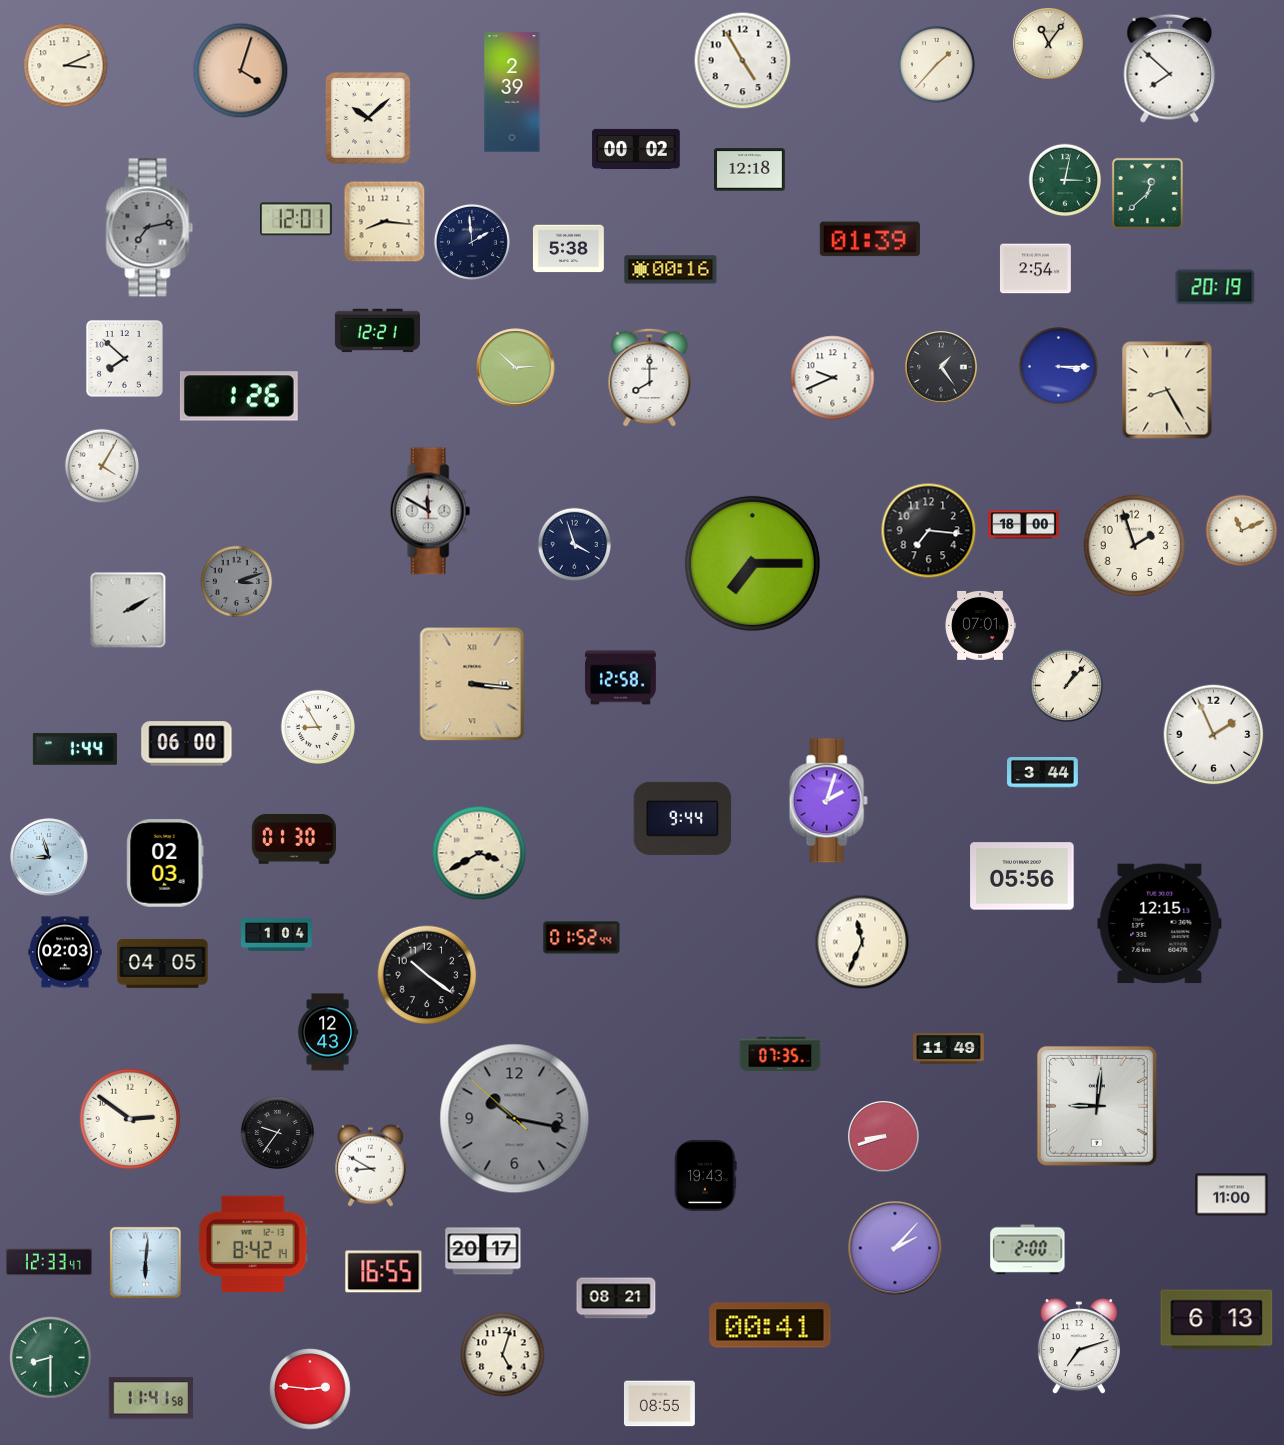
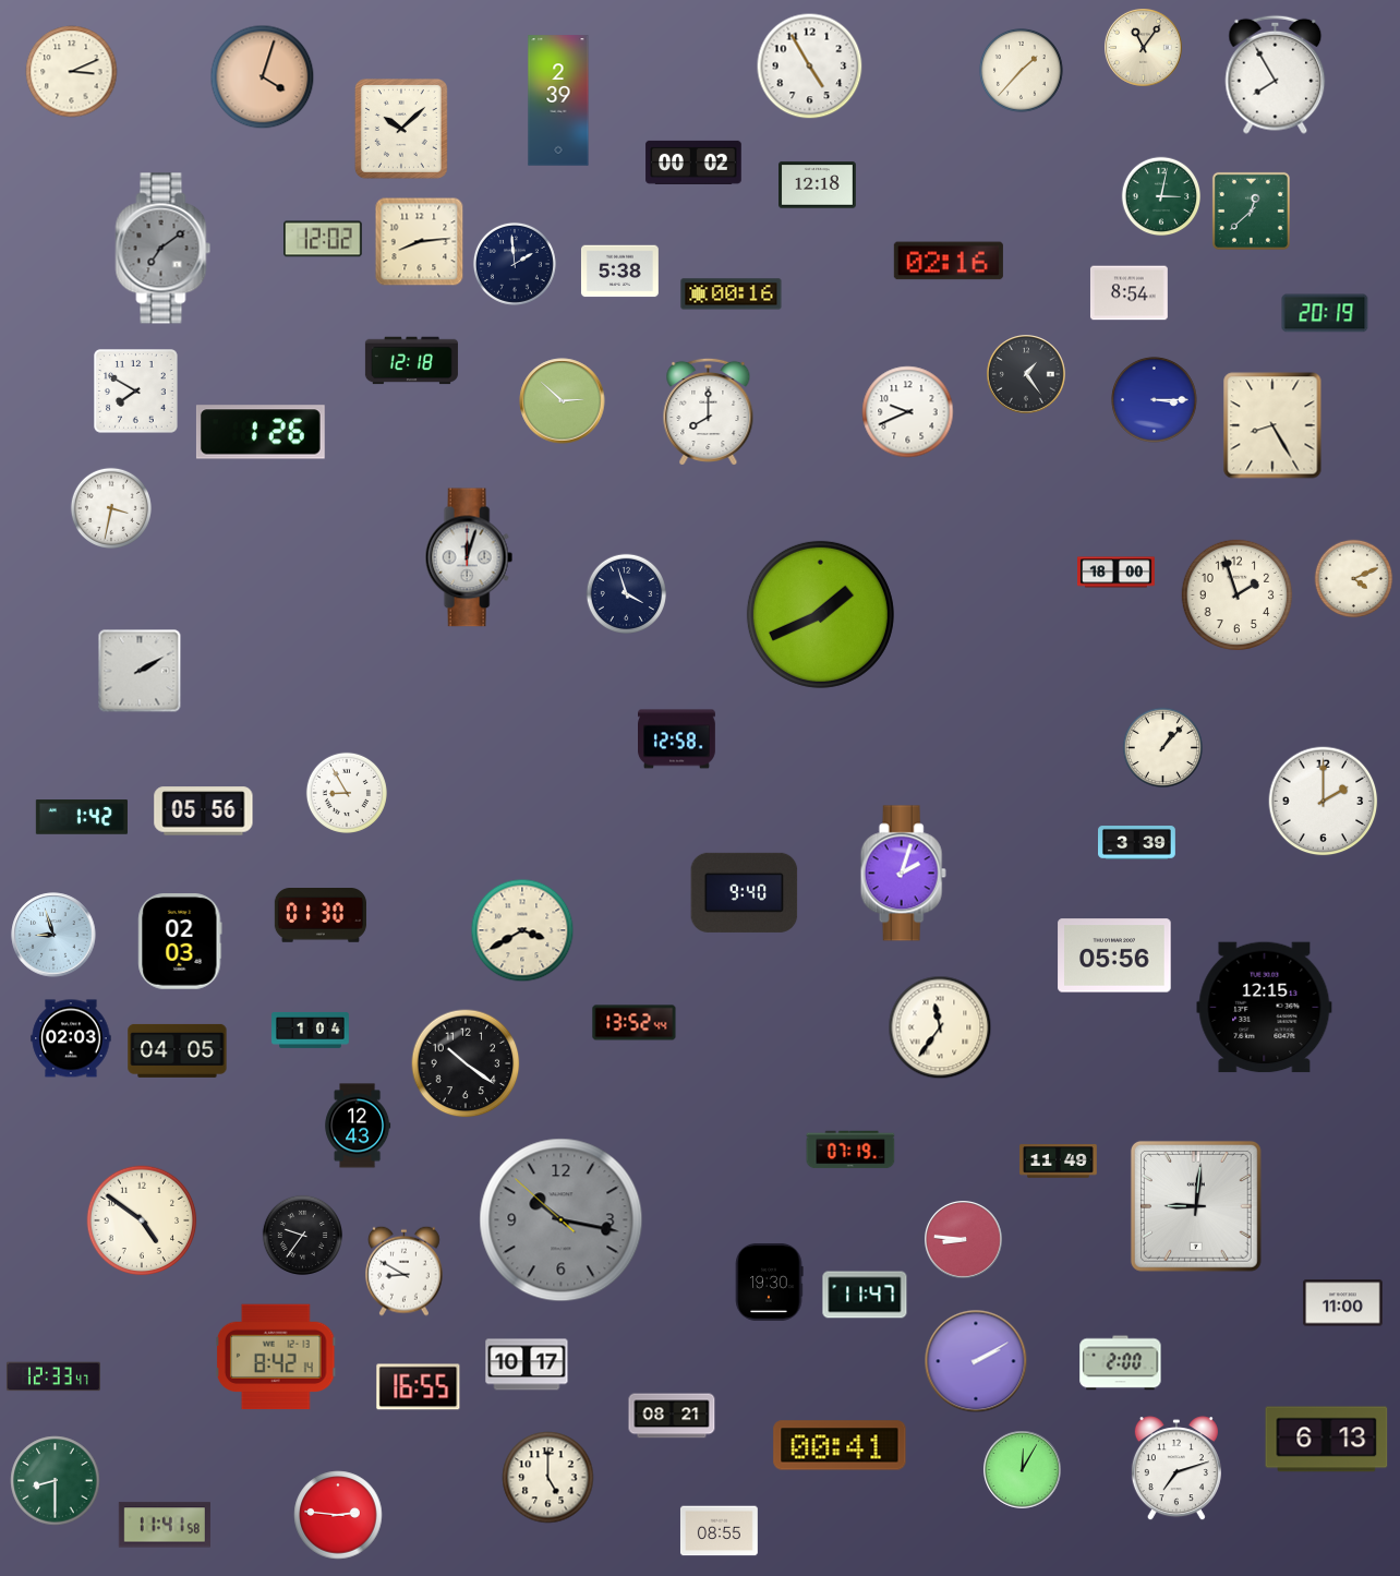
clock at (1170, 68): 7:52 -> 7:55
clock at (297, 219): 12:01 -> 12:02
clock at (385, 222): 8:16 -> 8:14
clock at (150, 228): 7:13 -> 7:09
clock at (870, 239): 01:39 -> 02:16
clock at (1036, 269): 2:54 -> 8:54
clock at (377, 331): 12:21 -> 12:18
clock at (125, 359): 7:52 -> 7:50
clock at (942, 368) position: (942, 368) -> (1027, 375)
clock at (102, 466): 4:05 -> 3:32
clock at (430, 511): 11:50 -> 12:03
clock at (929, 531): 7:16 -> none
clock at (1242, 531): 11:11 -> 4:11
clock at (752, 563): 7:15 -> 1:41
clock at (237, 582): 3:12 -> none
clock at (128, 610) position: (128, 610) -> (140, 671)
clock at (980, 625): 07:01 -> none
clock at (472, 684): 3:16 -> none
clock at (1214, 735): 1:56 -> 2:00
clock at (187, 744): 06:00 -> 05:56
clock at (74, 749): 1:44 -> 1:42
clock at (1043, 773): 3:44 -> 3:39
clock at (683, 818): 9:44 -> 9:40
clock at (277, 934) position: (277, 934) -> (311, 1030)
clock at (582, 938): 01:52 -> 13:52
clock at (862, 942): 11:34 -> 11:36
clock at (949, 1049) position: (949, 1049) -> (1059, 1162)
clock at (780, 1054): 07:35 -> 07:19
clock at (130, 1119): 2:51 -> 4:51
clock at (884, 1137): 8:42 -> 8:46
clock at (706, 1175): 19:43 -> 19:30
clock at (865, 1295): none -> 11:47
clock at (895, 1248): 2:07 -> 2:10
clock at (483, 1251): 20:17 -> 10:17
clock at (145, 1262): 6:01 -> none
clock at (1023, 1470): none -> 12:05
clock at (503, 1355): 5:03 -> 5:00
